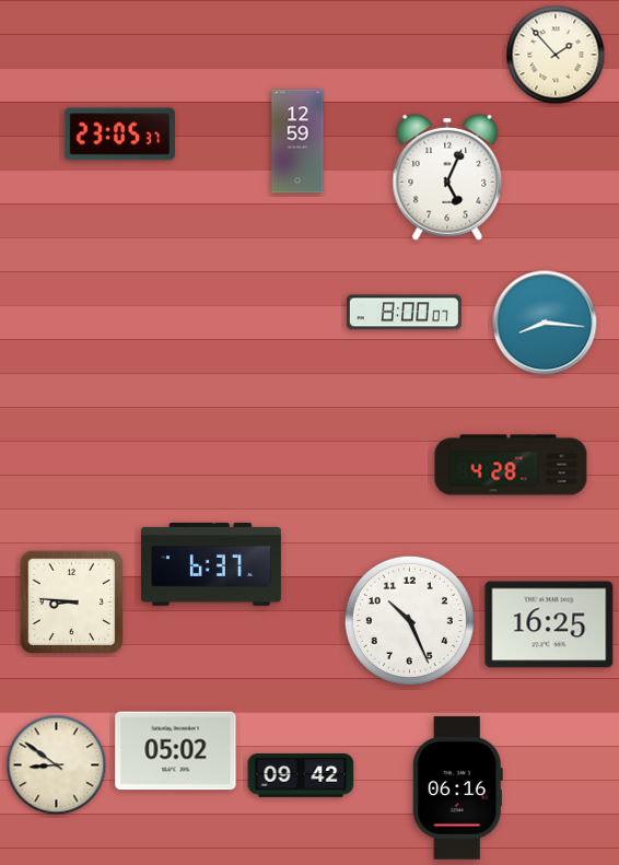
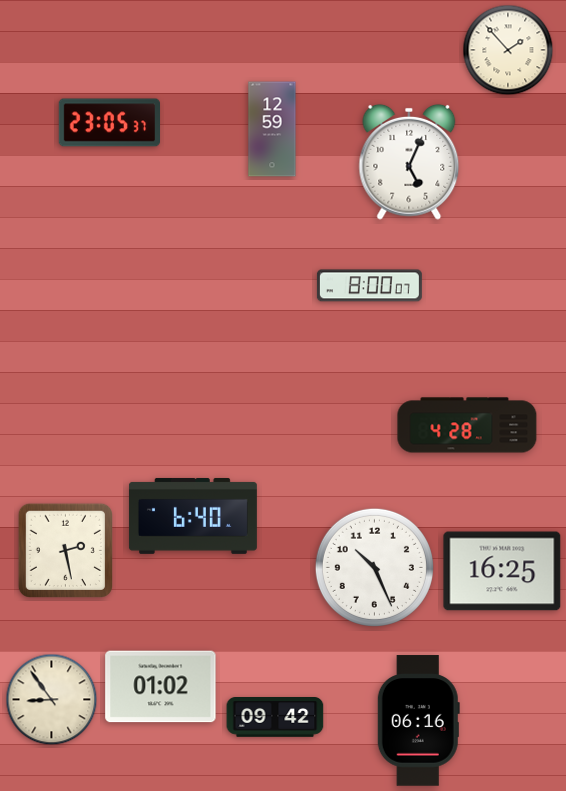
clock at (545, 323): 8:16 -> none
clock at (211, 564): 6:37 -> 6:40
clock at (71, 601): 8:46 -> 2:28
clock at (176, 751): 05:02 -> 01:02
clock at (57, 765): 8:51 -> 8:54
clock at (301, 776) position: (301, 776) -> (275, 718)
